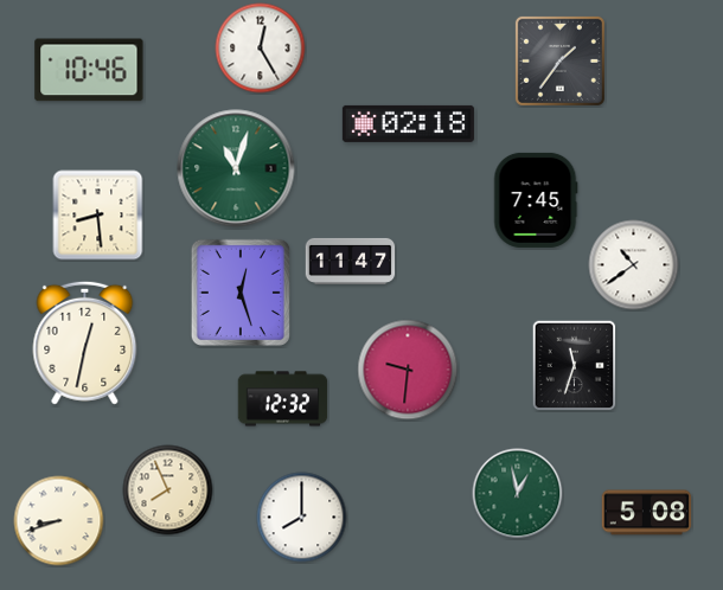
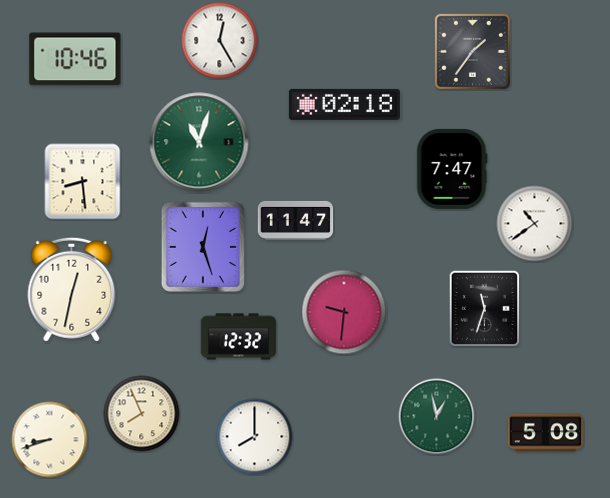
clock at (536, 200): 7:45 -> 7:47
